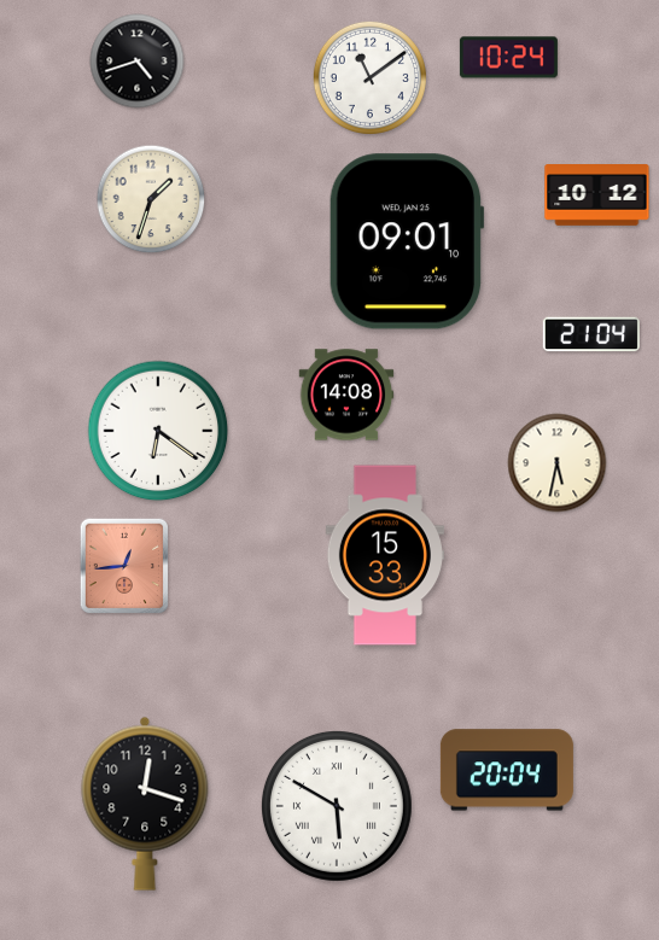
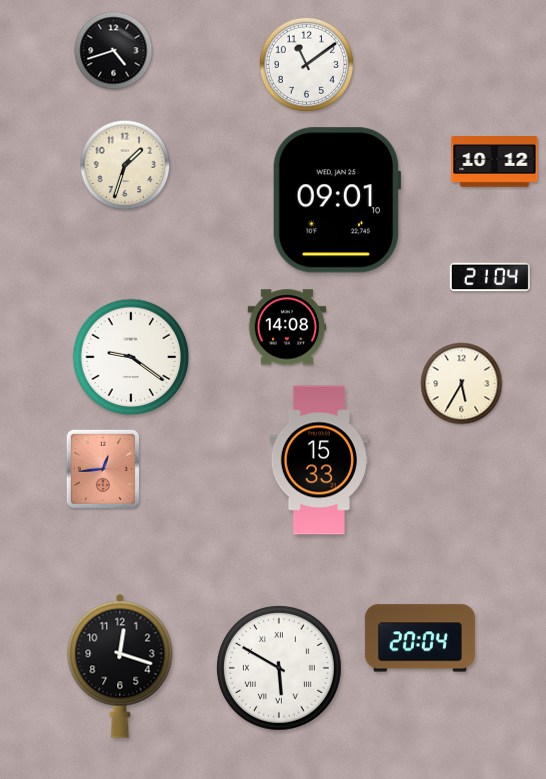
clock at (508, 58): 10:24 -> none
clock at (158, 431): 6:21 -> 9:21
clock at (558, 463): 5:32 -> 5:35
